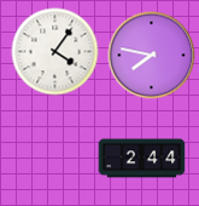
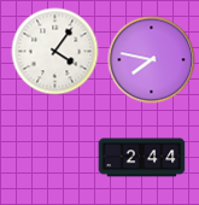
clock at (152, 56) position: (152, 56) -> (152, 60)
